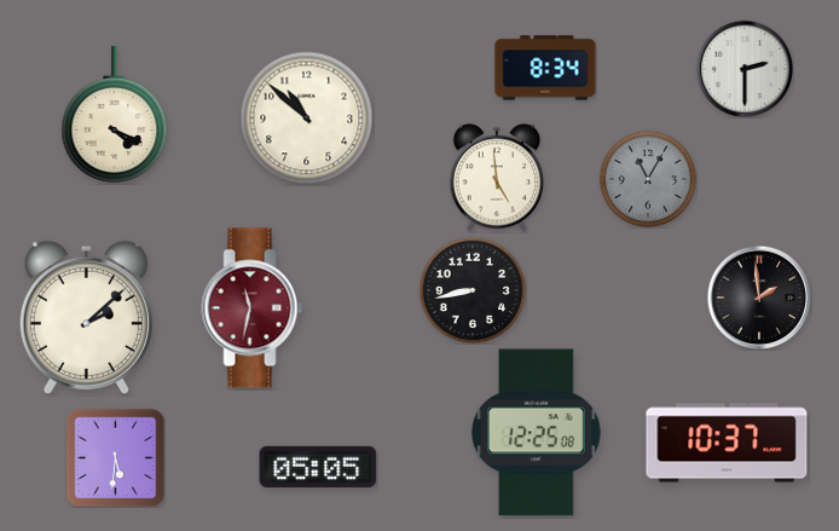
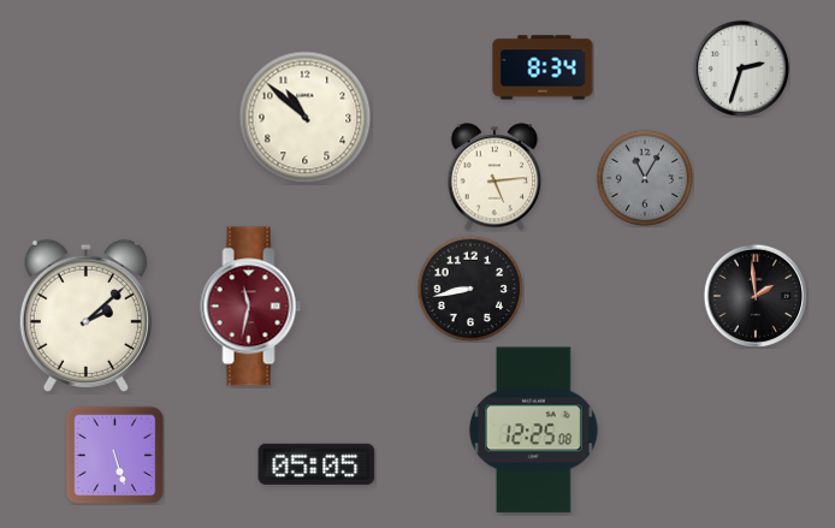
clock at (745, 69): 2:30 -> 2:33
clock at (115, 114): 4:19 -> none
clock at (497, 178): 4:59 -> 5:14
clock at (727, 443): 10:37 -> none
clock at (115, 457): 5:31 -> 5:27
